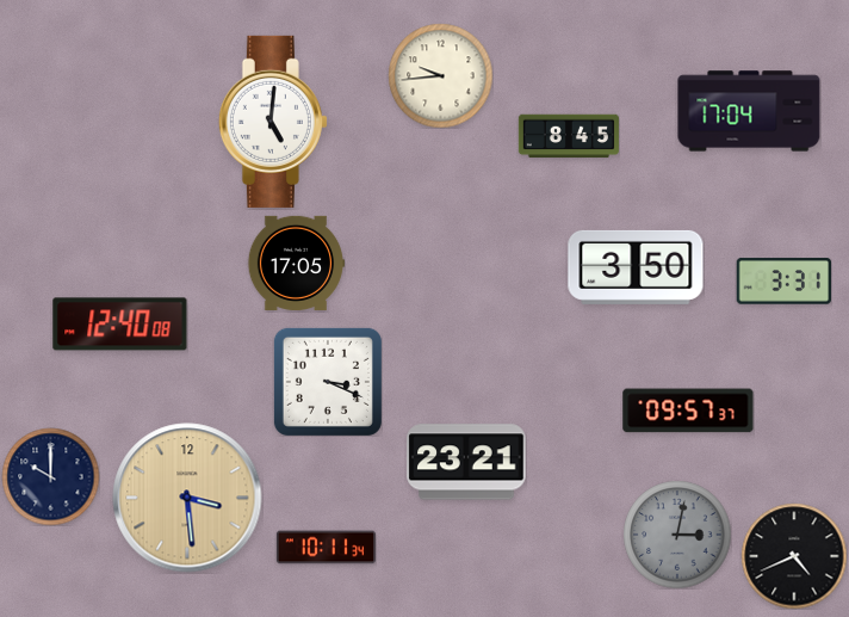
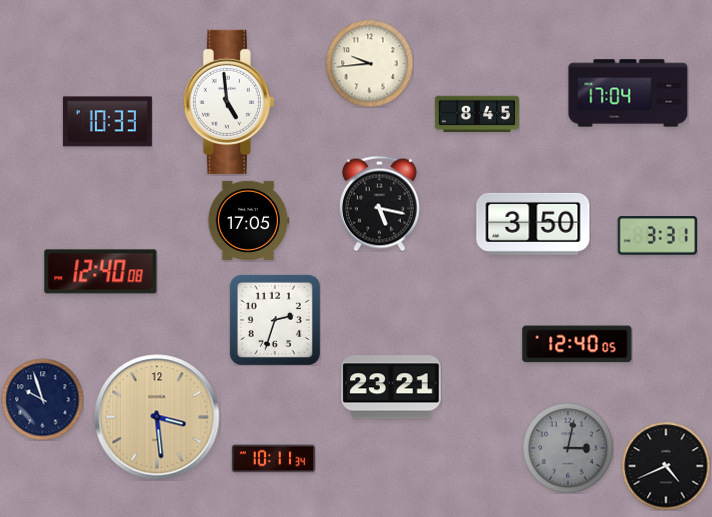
clock at (273, 122): 5:01 -> 4:59
clock at (107, 122): none -> 10:33
clock at (379, 203): none -> 5:17
clock at (328, 382): 3:19 -> 2:33
clock at (688, 411): 09:57 -> 12:40
clock at (50, 476): 10:00 -> 9:57
